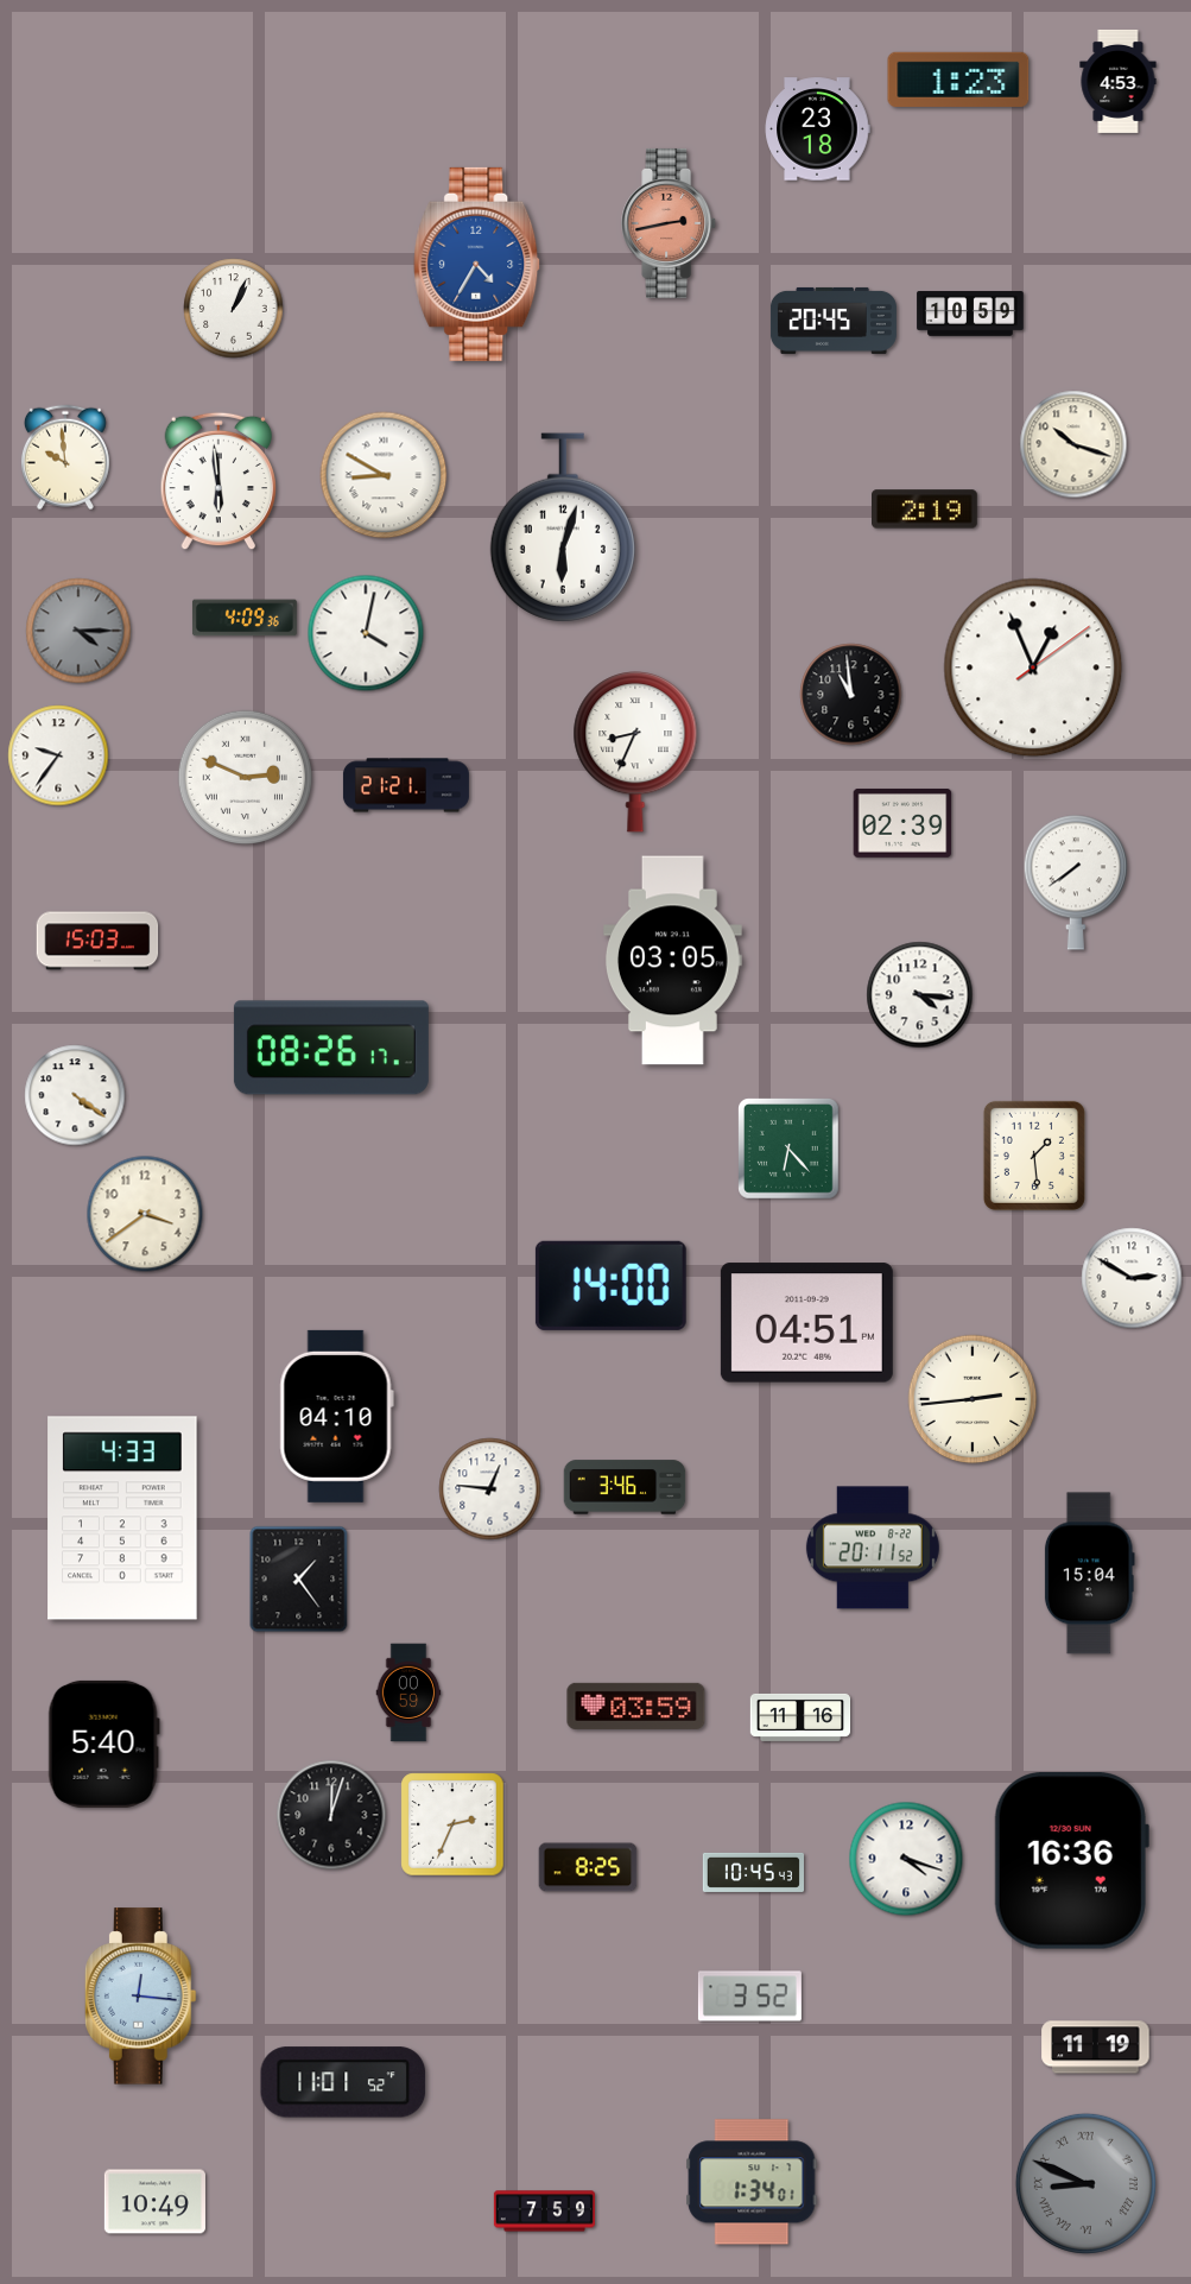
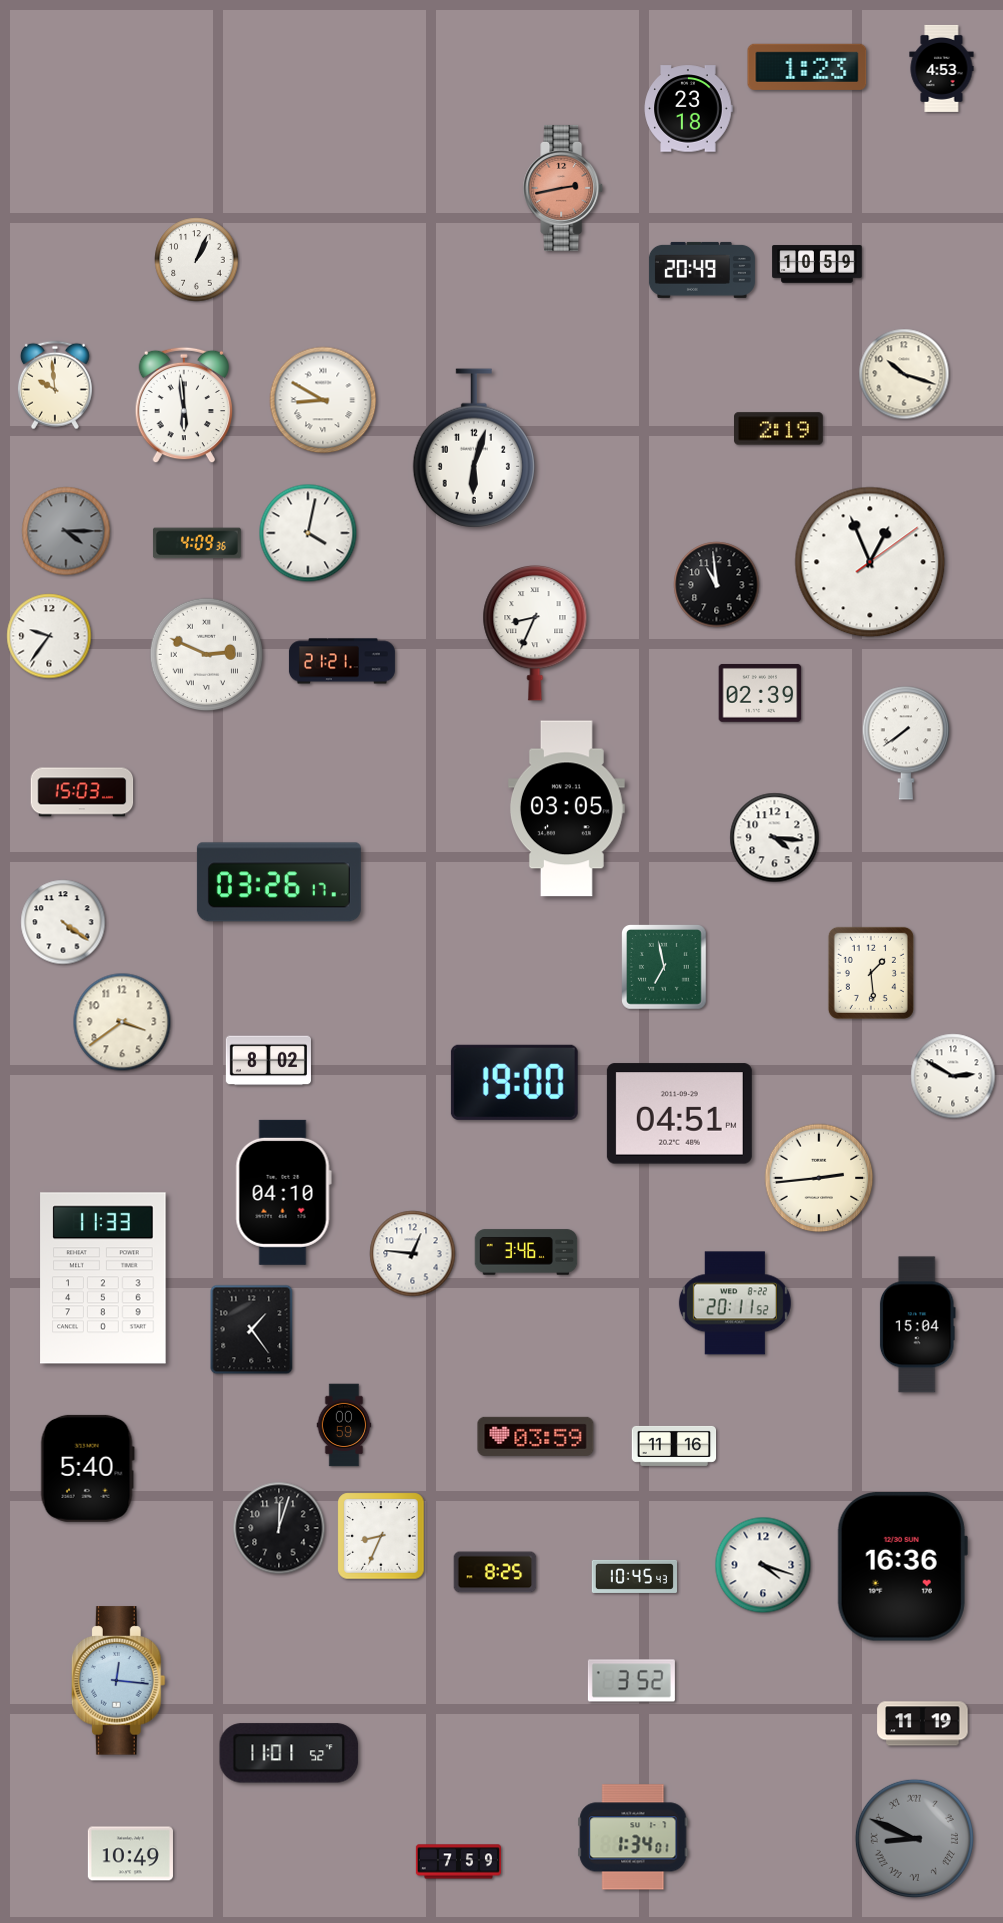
clock at (477, 264): 4:35 -> none
clock at (834, 321): 20:45 -> 20:49
clock at (563, 527) position: (563, 527) -> (474, 448)
clock at (245, 618) position: (245, 618) -> (197, 543)
clock at (331, 1048): 08:26 -> 03:26
clock at (790, 1150): 6:23 -> 6:58
clock at (268, 1061): none -> 8:02
clock at (610, 1285): 14:00 -> 19:00
clock at (122, 1518): 4:33 -> 11:33
clock at (452, 1824): 2:34 -> 8:34
